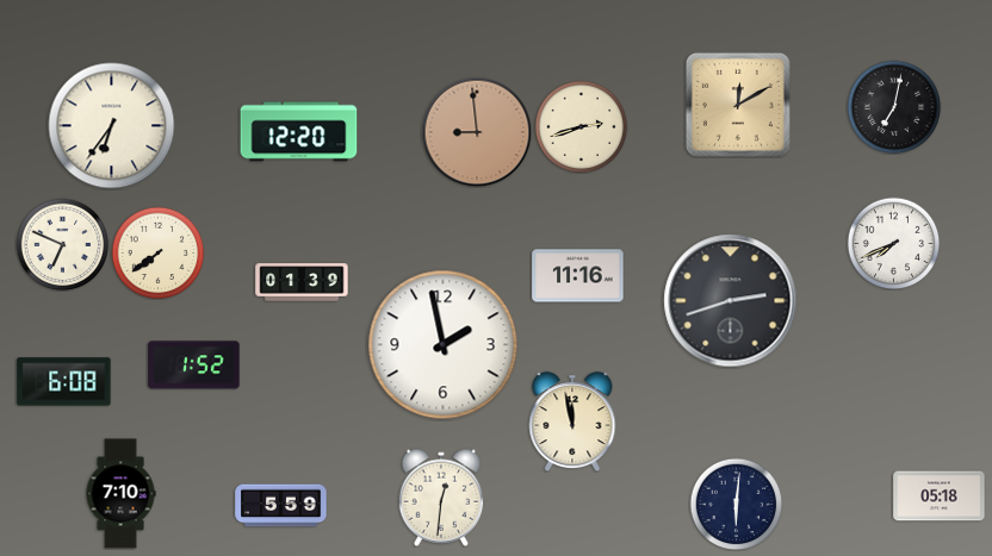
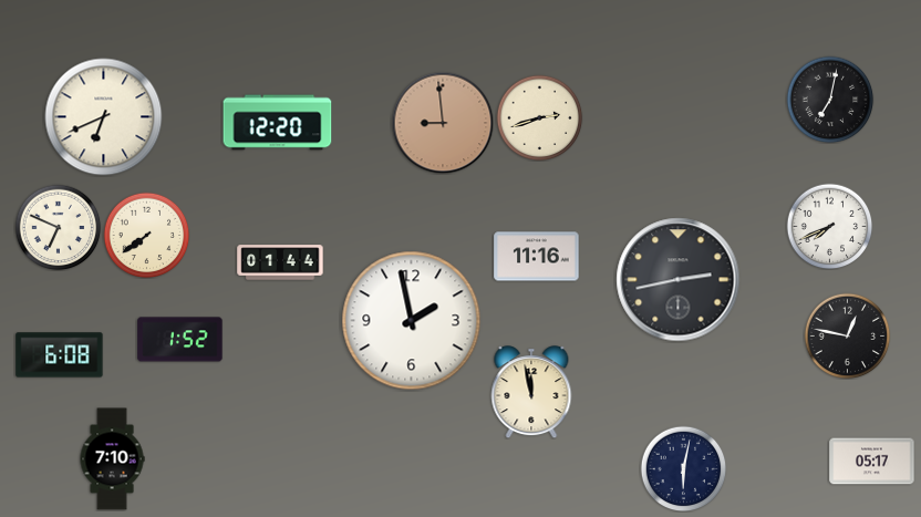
clock at (738, 105): 12:10 -> none
clock at (112, 126): 6:36 -> 6:41
clock at (302, 282): 01:39 -> 01:44
clock at (731, 301): 2:42 -> 2:43
clock at (847, 335): none -> 12:47
clock at (940, 496): 05:18 -> 05:17
clock at (441, 498): 12:31 -> none
clock at (736, 504): 6:01 -> 6:02
clock at (281, 506): 5:59 -> none
